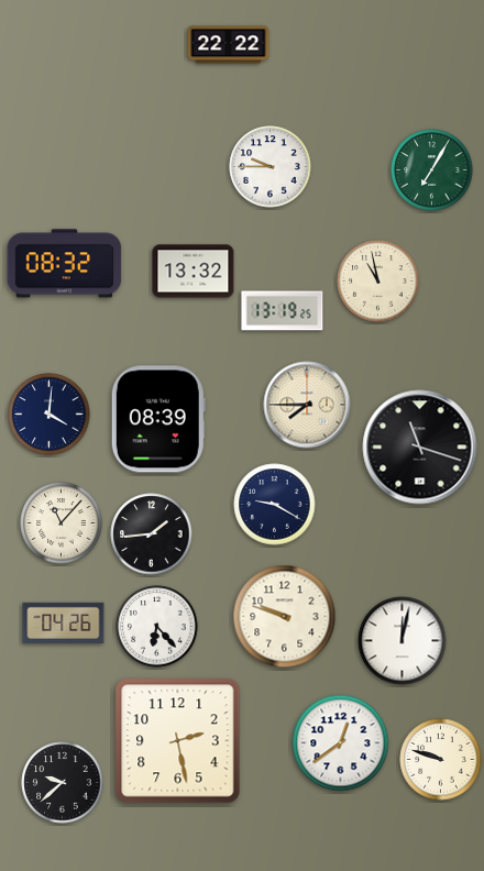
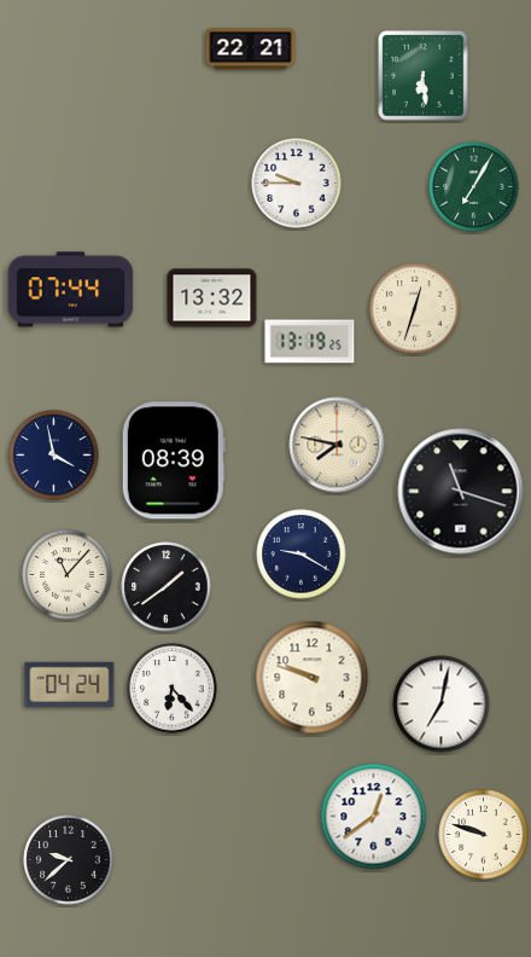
clock at (229, 45): 22:22 -> 22:21
clock at (424, 76): none -> 6:29
clock at (65, 264): 08:32 -> 07:44
clock at (378, 282): 10:58 -> 12:33
clock at (307, 405): 7:45 -> 7:47
clock at (50, 415): 4:01 -> 3:58
clock at (152, 534): 1:44 -> 1:39
clock at (64, 622): 04:26 -> 04:24
clock at (403, 641): 12:02 -> 7:02
clock at (178, 741): 2:28 -> none
